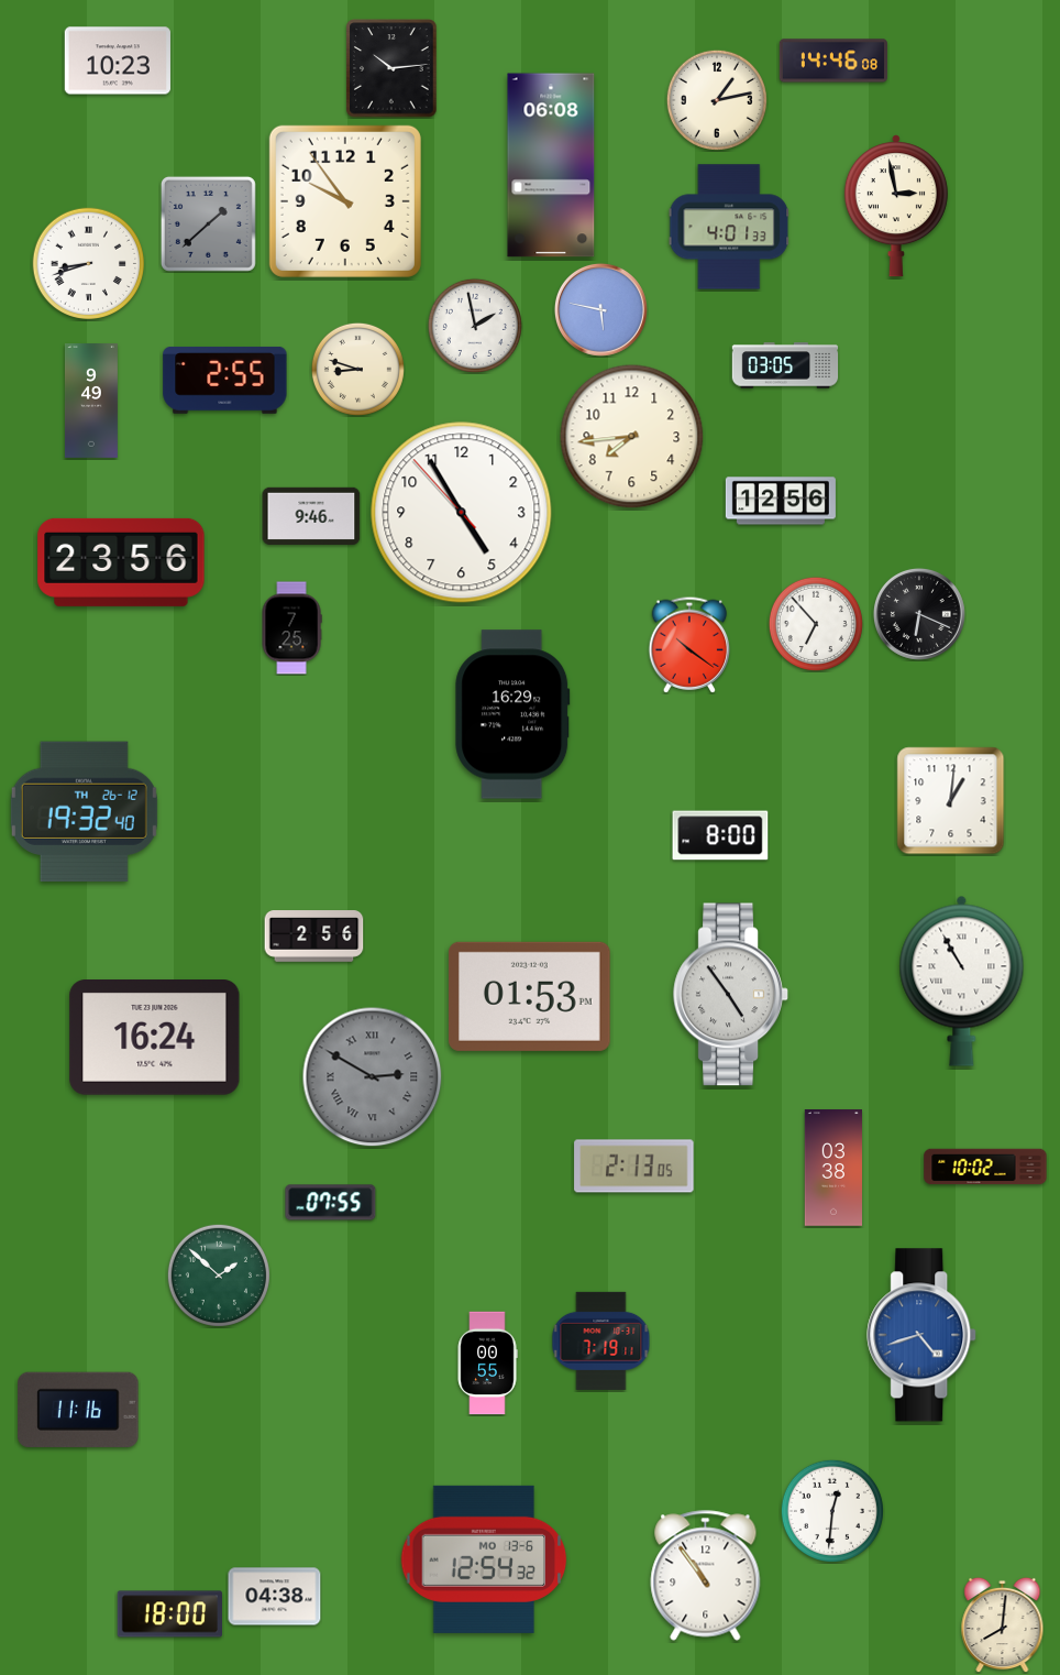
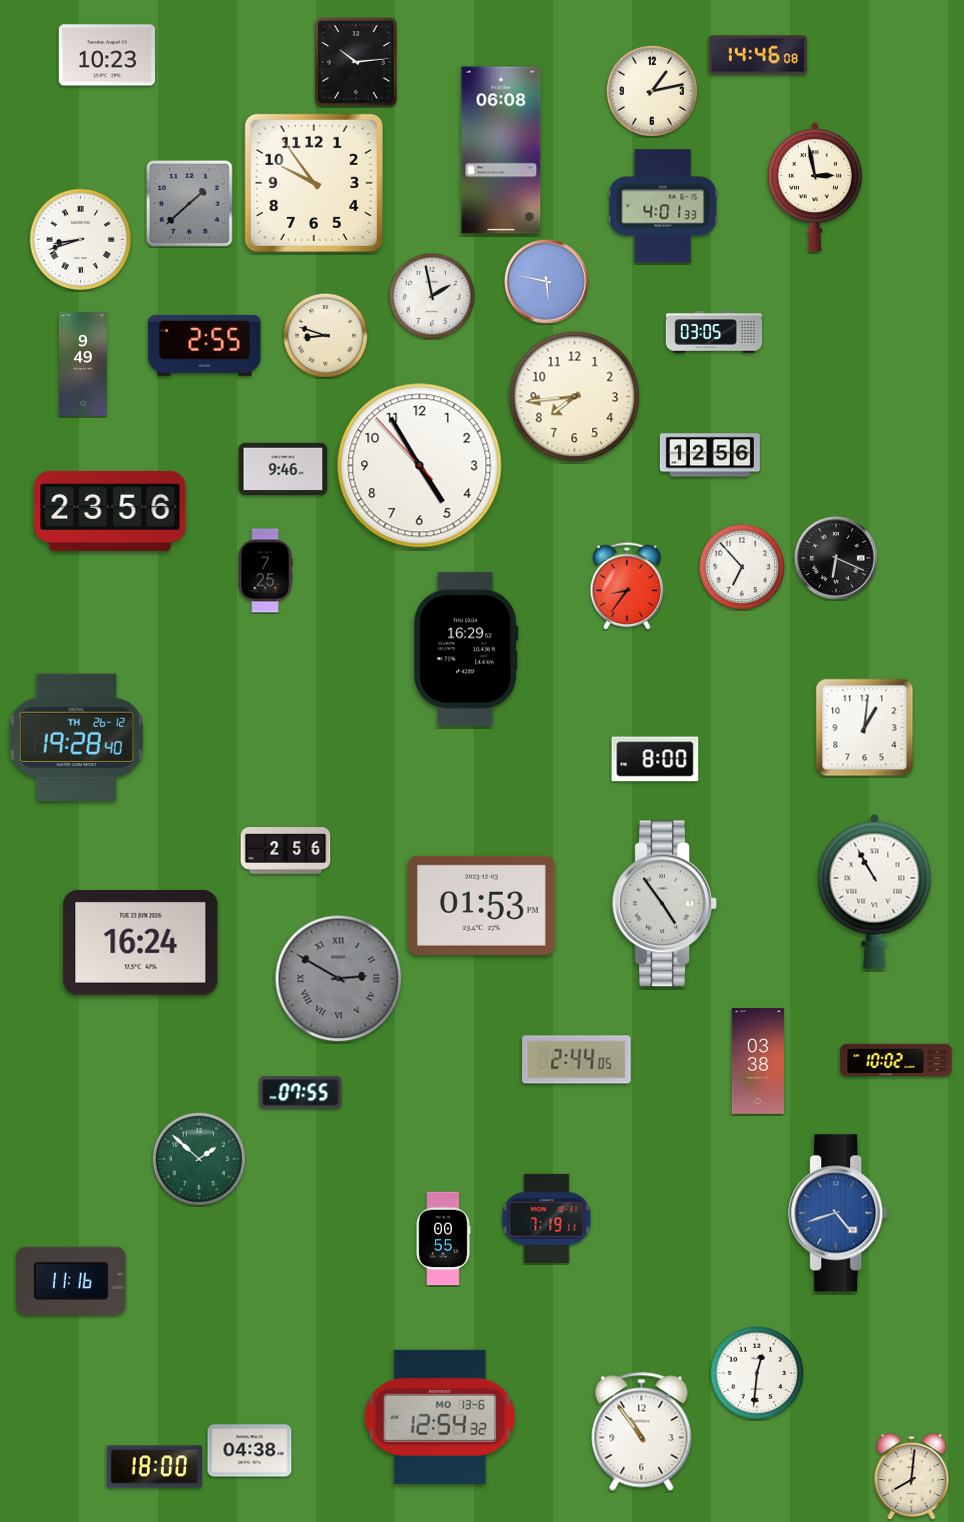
clock at (689, 645): 10:21 -> 8:36
clock at (84, 811): 19:32 -> 19:28
clock at (634, 1167): 2:13 -> 2:44
